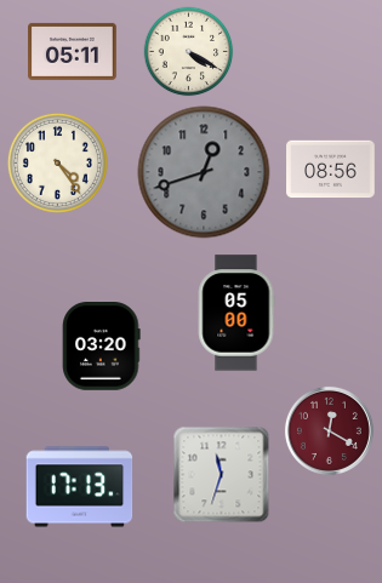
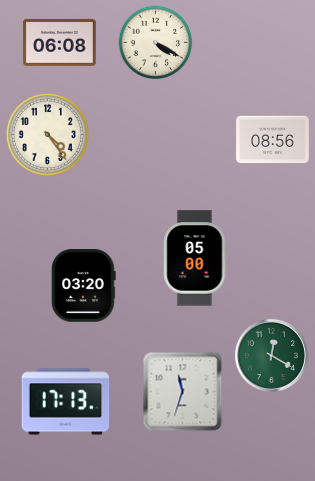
clock at (73, 51): 05:11 -> 06:08
clock at (204, 172): 12:42 -> none
clock at (329, 430) dial: burgundy -> green
